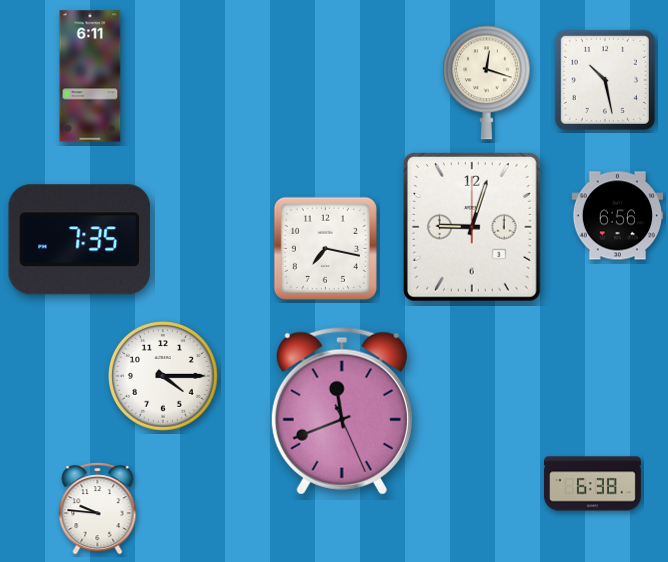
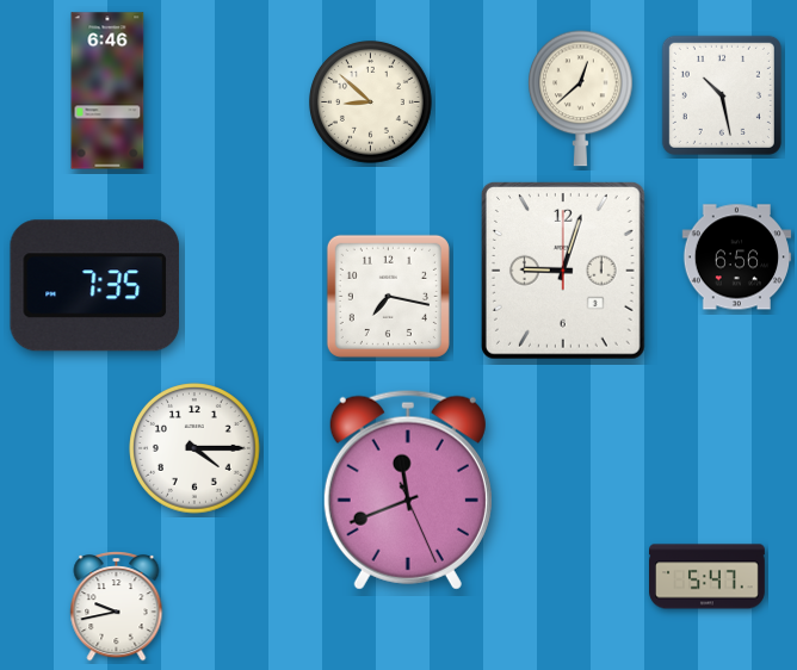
clock at (90, 76): 6:11 -> 6:46
clock at (487, 83): 12:18 -> 12:38
clock at (371, 103): none -> 8:52
clock at (593, 484): 6:38 -> 5:47
clock at (98, 509): 9:46 -> 9:43
